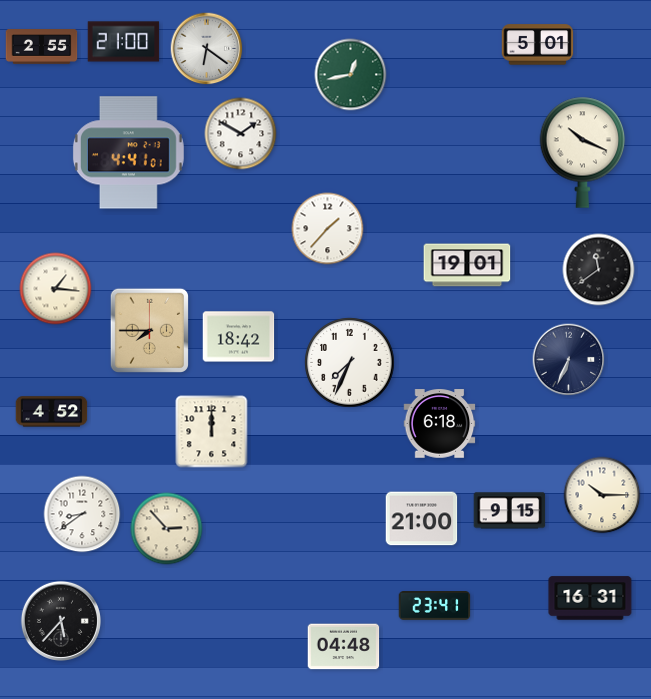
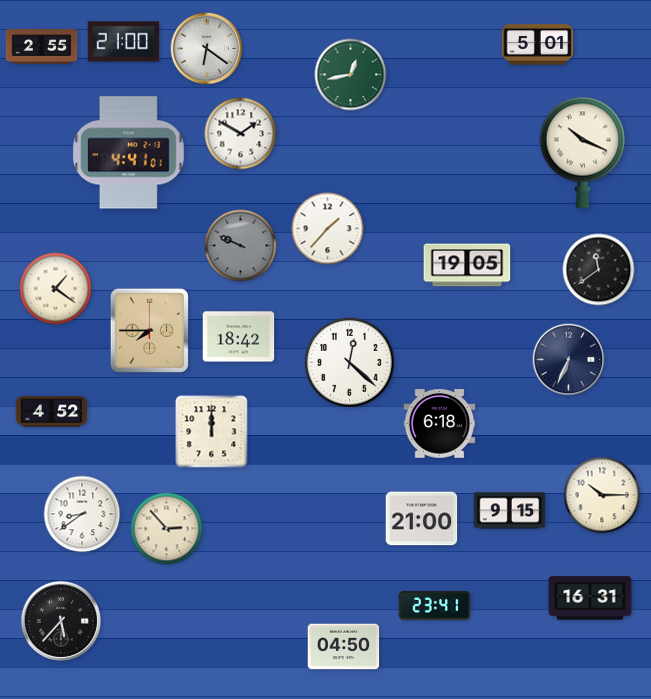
clock at (241, 246): none -> 9:49
clock at (467, 265): 19:01 -> 19:05
clock at (56, 289): 1:16 -> 1:21
clock at (350, 363): 7:34 -> 12:22
clock at (344, 647): 04:48 -> 04:50
